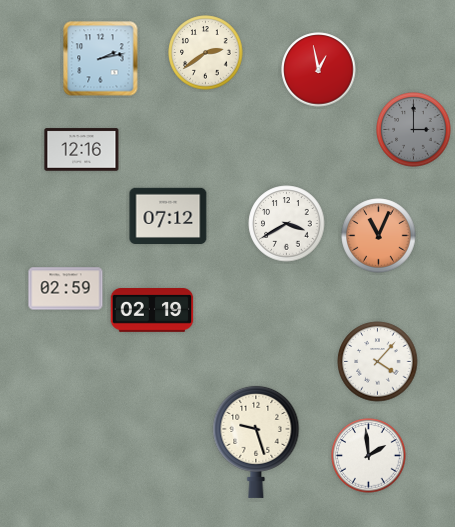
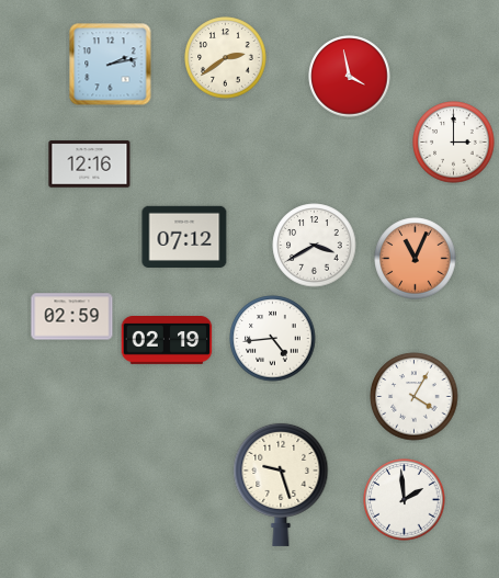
clock at (319, 70): 12:58 -> 3:58
clock at (414, 130) dial: grey -> white
clock at (273, 339): none -> 4:44
clock at (378, 362): 4:07 -> 4:05
